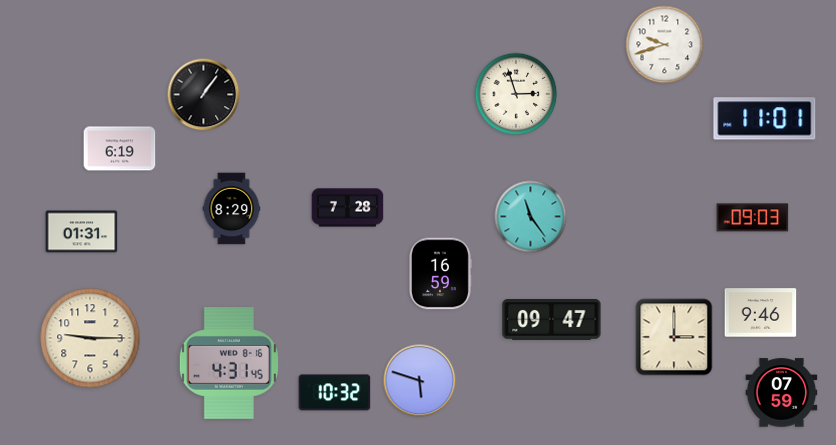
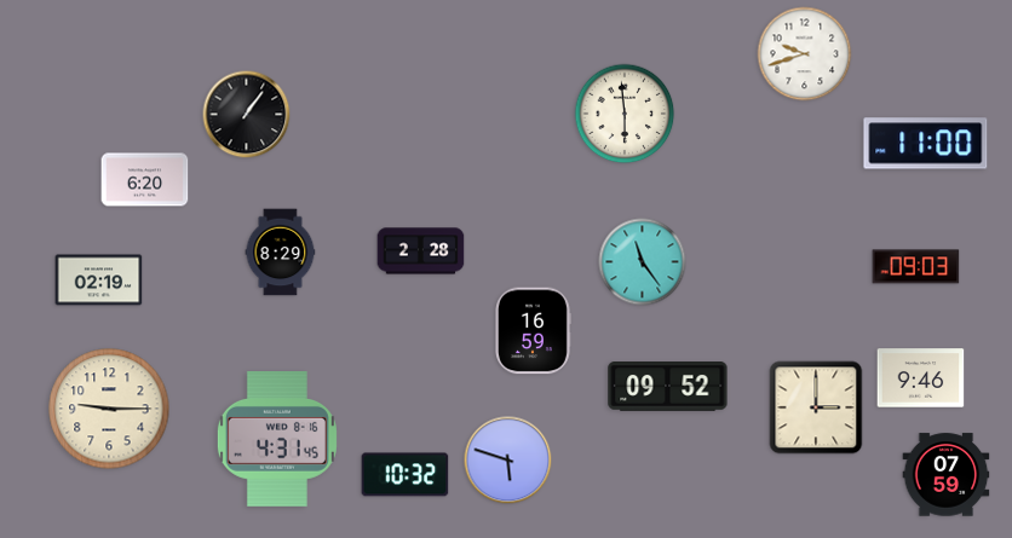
clock at (516, 94): 2:57 -> 5:59
clock at (765, 119): 11:01 -> 11:00
clock at (120, 149): 6:19 -> 6:20
clock at (348, 208): 7:28 -> 2:28
clock at (753, 218) position: (753, 218) -> (916, 267)
clock at (82, 232): 01:31 -> 02:19
clock at (552, 320): 09:47 -> 09:52
